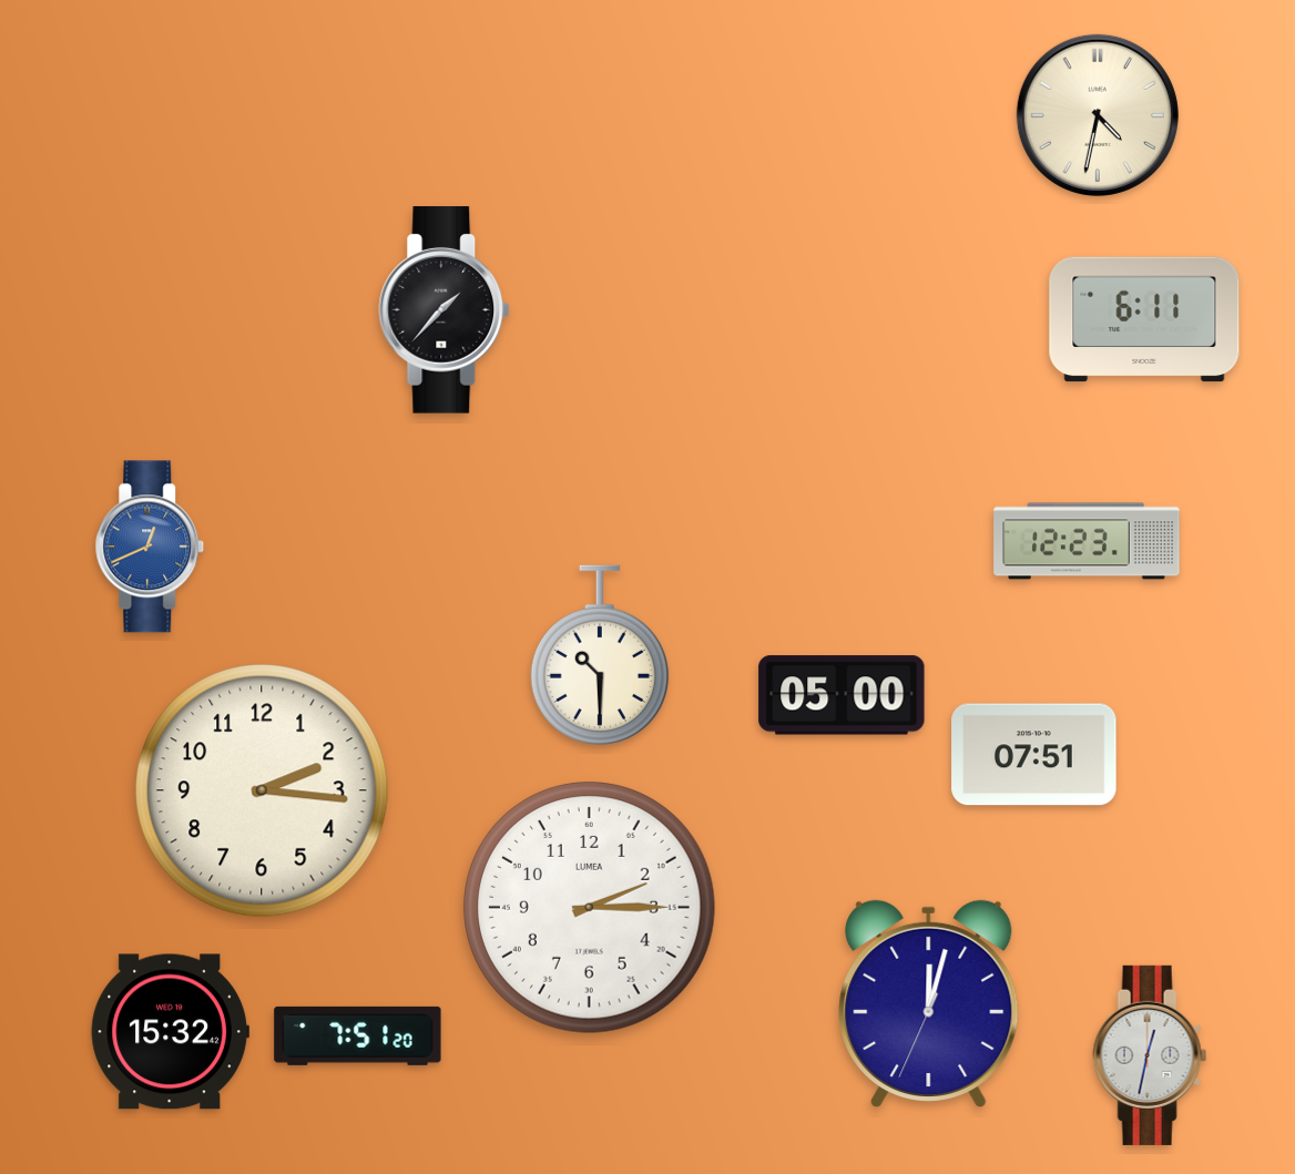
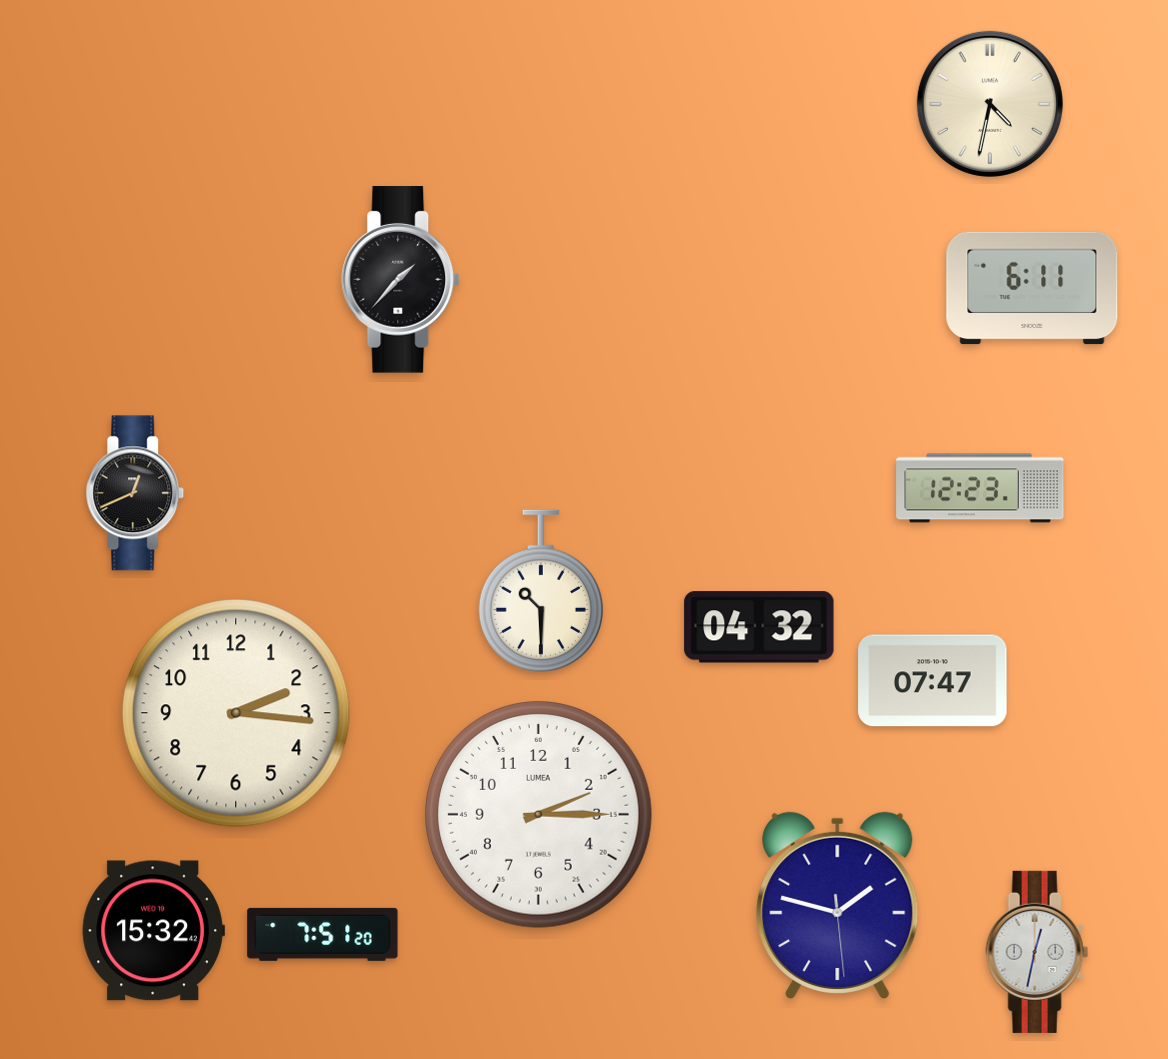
clock at (150, 547) dial: blue -> black
clock at (842, 695): 05:00 -> 04:32
clock at (1034, 755): 07:51 -> 07:47
clock at (590, 908) position: (590, 908) -> (539, 815)
clock at (929, 1003): 12:02 -> 1:47
